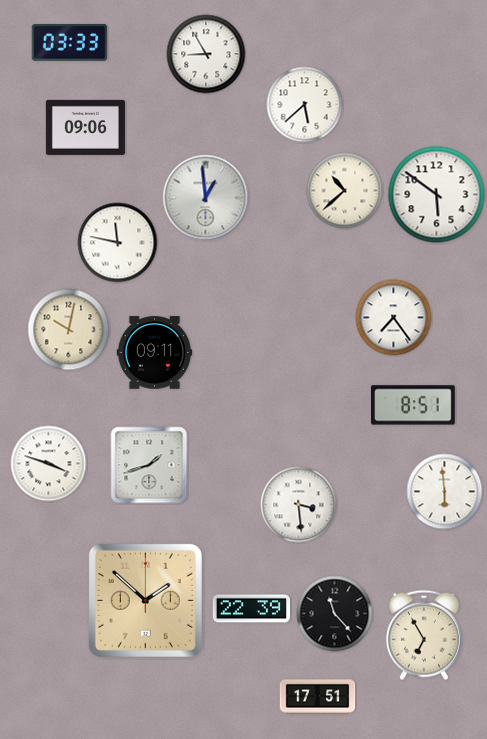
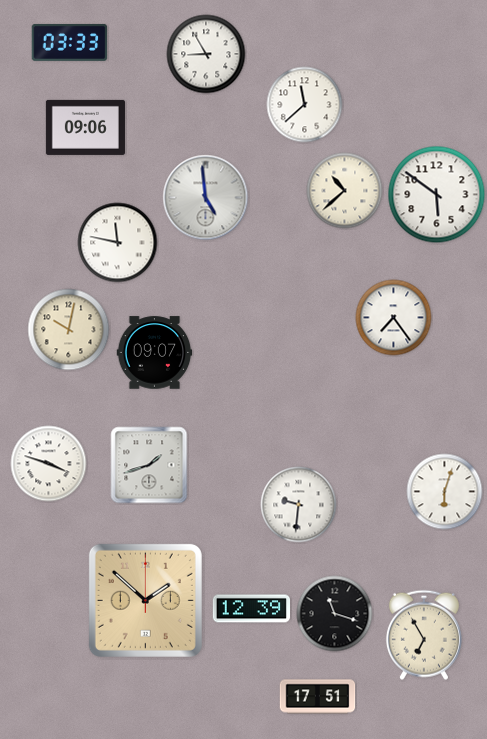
clock at (305, 105): 5:38 -> 11:38
clock at (206, 198): 12:59 -> 4:59
clock at (155, 353): 09:11 -> 09:07
clock at (414, 405): 8:51 -> none
clock at (445, 492): 5:59 -> 6:03
clock at (299, 505): 3:29 -> 9:31
clock at (252, 609): 22:39 -> 12:39
clock at (335, 614): 11:23 -> 11:18
